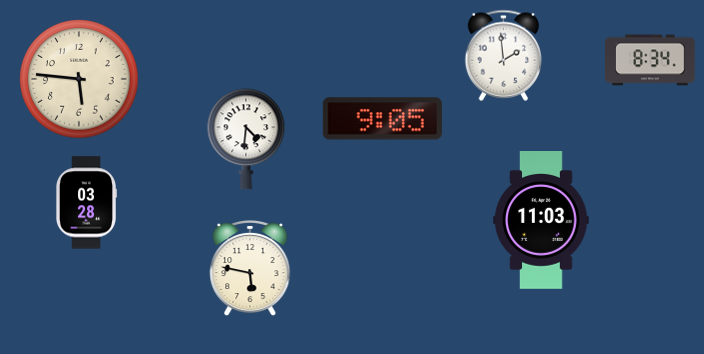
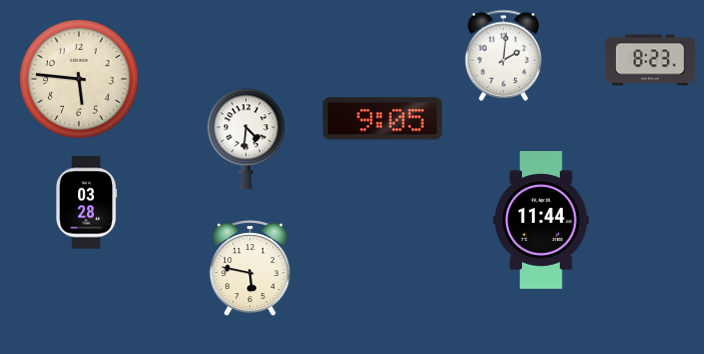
clock at (504, 55): 1:59 -> 2:01
clock at (651, 60): 8:34 -> 8:23
clock at (541, 221): 11:03 -> 11:44
